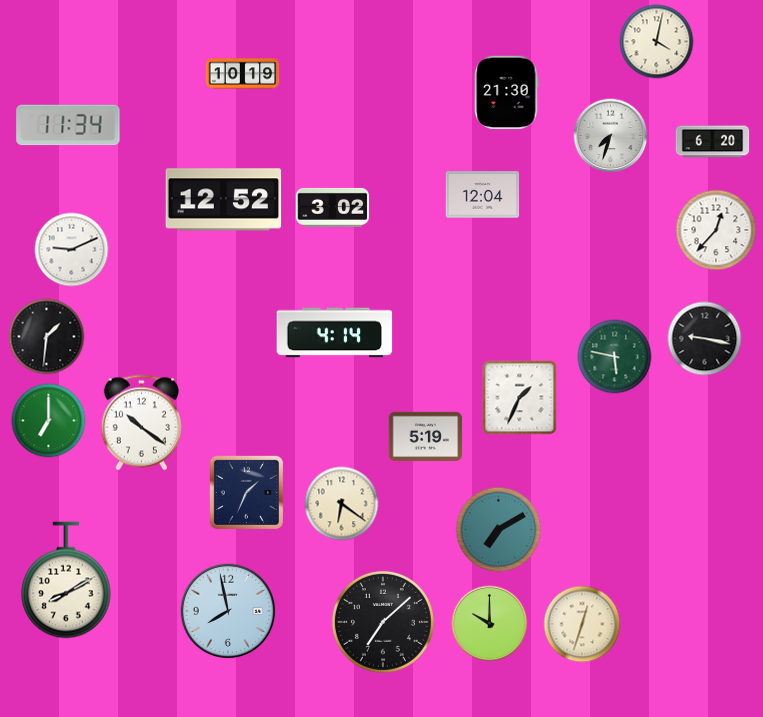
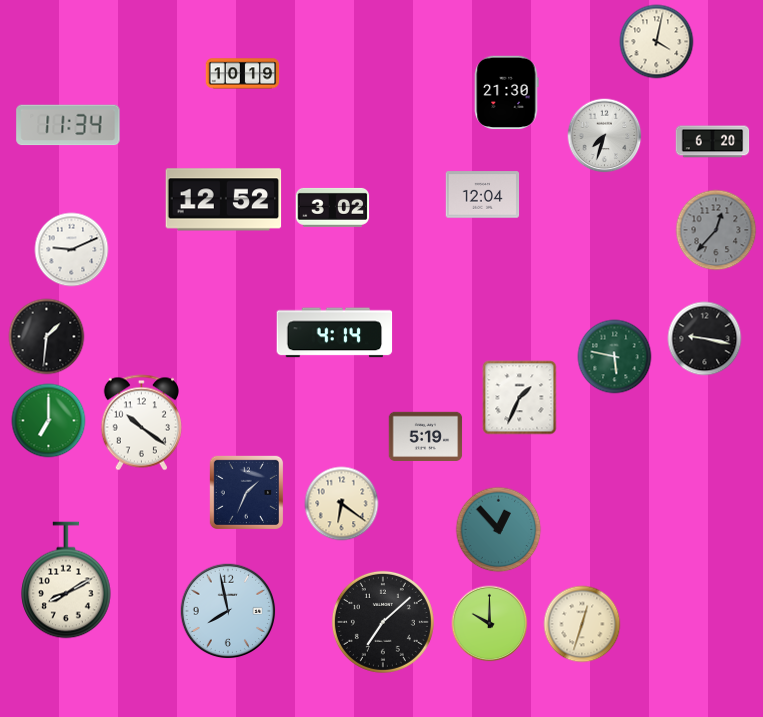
clock at (611, 136) position: (611, 136) -> (605, 136)
clock at (716, 230) dial: white -> grey
clock at (499, 530): 7:10 -> 12:53
